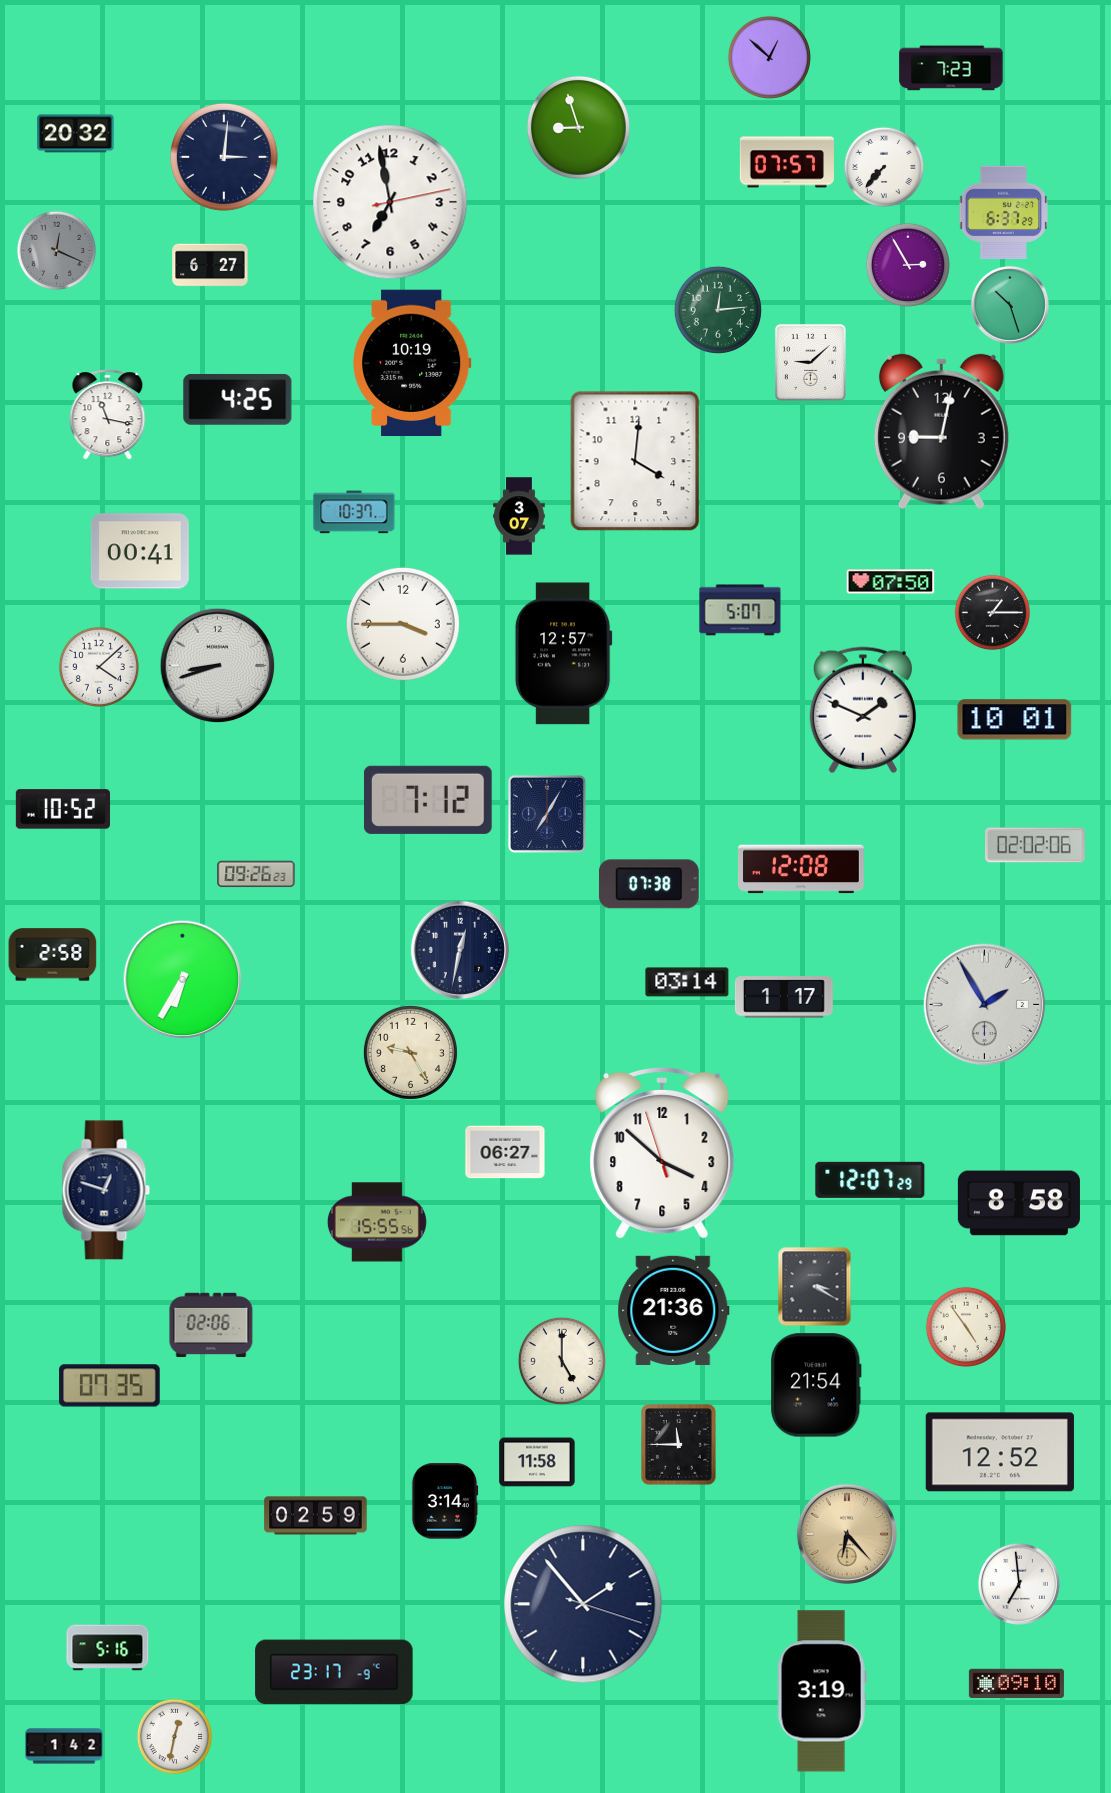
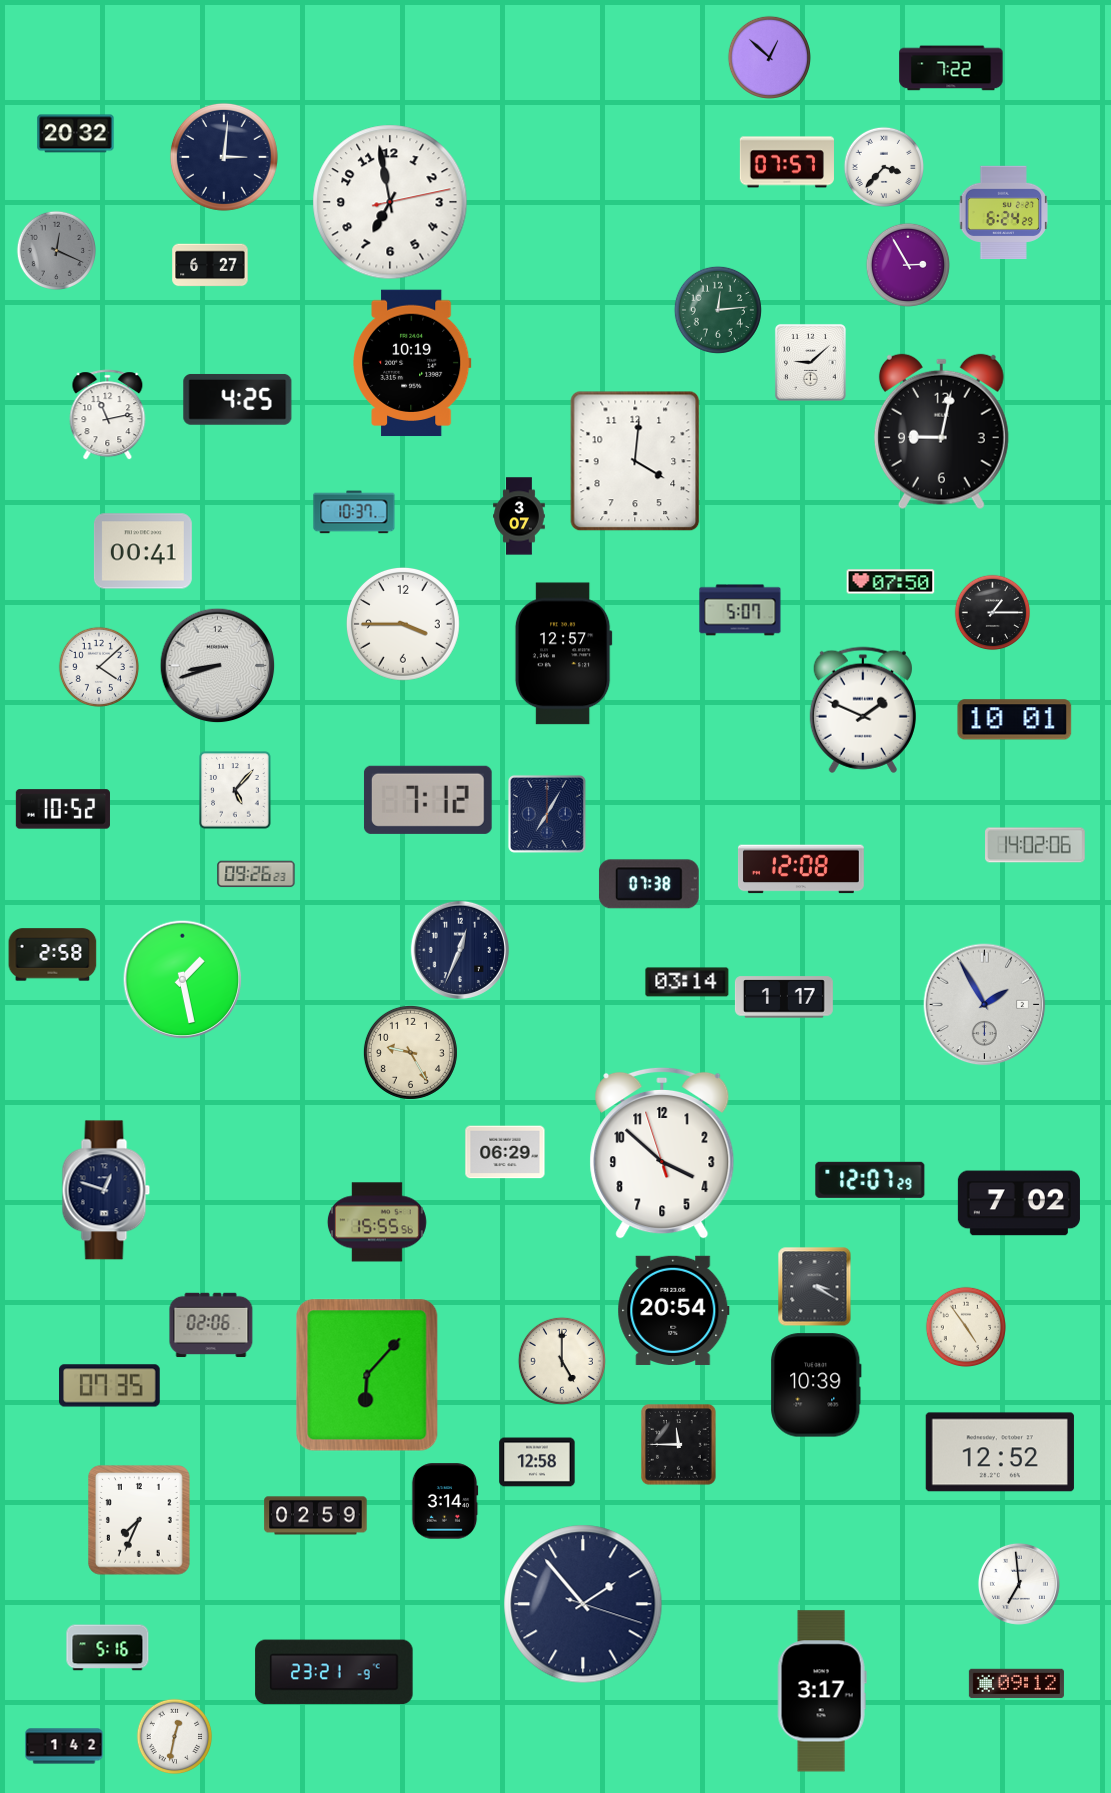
clock at (951, 68): 7:23 -> 7:22
clock at (578, 127): 8:57 -> none
clock at (883, 166): 7:37 -> 3:37
clock at (1003, 212): 6:37 -> 6:24
clock at (1010, 305): 10:27 -> none
clock at (108, 415): 11:17 -> 11:13
clock at (140, 551) position: (140, 551) -> (143, 551)
clock at (235, 790): none -> 5:07
clock at (1035, 845): 02:02 -> 14:02
clock at (460, 950): 12:32 -> 12:34
clock at (183, 980): 6:35 -> 1:28
clock at (505, 1152): 06:27 -> 06:29
clock at (1019, 1203): 8:58 -> 7:02
clock at (674, 1310): 21:36 -> 20:54
clock at (367, 1375): none -> 6:07
clock at (816, 1385): 21:54 -> 10:39
clock at (537, 1462): 11:58 -> 12:58
clock at (139, 1520): none -> 7:34
clock at (846, 1533): 6:23 -> none
clock at (334, 1672): 23:17 -> 23:21
clock at (1016, 1684): 09:10 -> 09:12
clock at (822, 1691): 3:19 -> 3:17
